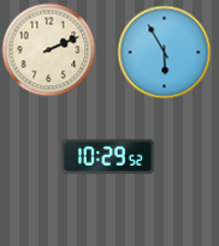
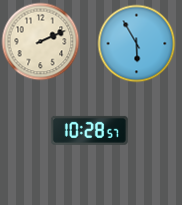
clock at (107, 156): 10:29 -> 10:28
